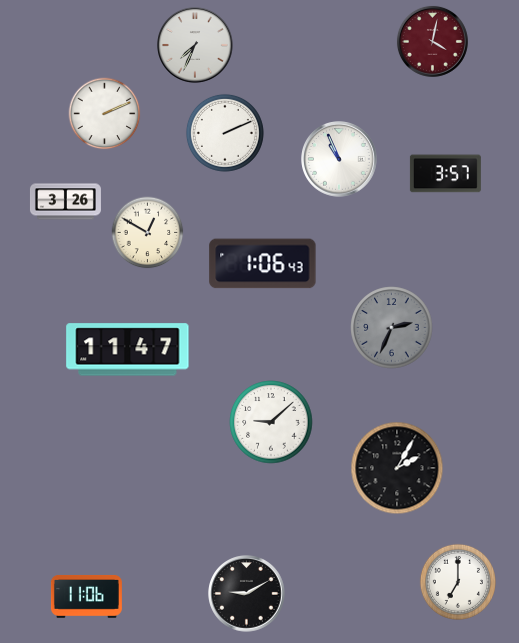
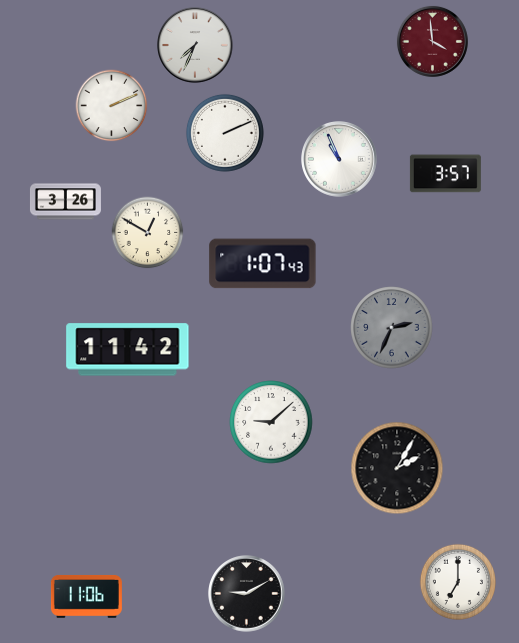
clock at (432, 41): 4:02 -> 3:59
clock at (105, 114) position: (105, 114) -> (112, 106)
clock at (263, 264): 1:06 -> 1:07
clock at (128, 350): 11:47 -> 11:42
